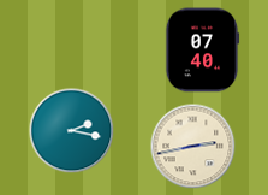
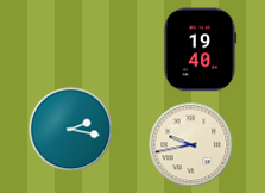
clock at (202, 51): 07:40 -> 19:40
clock at (193, 147): 2:43 -> 9:43
